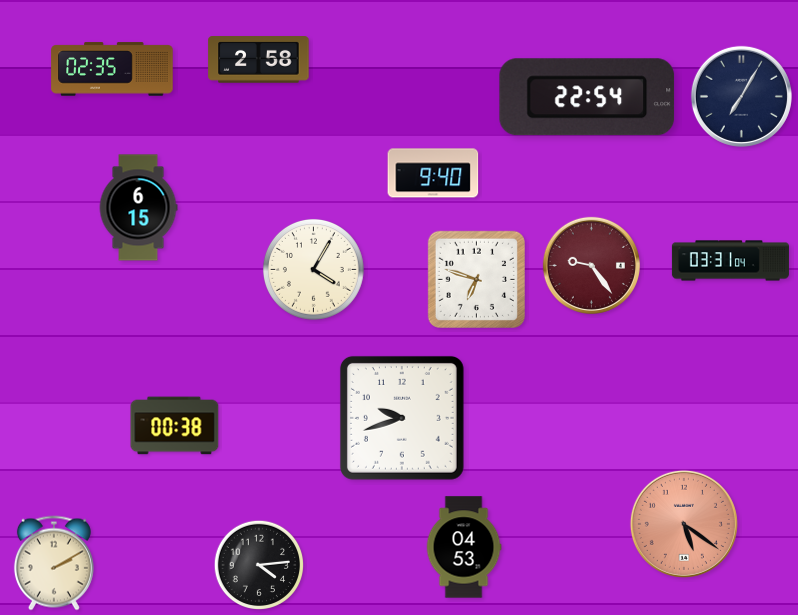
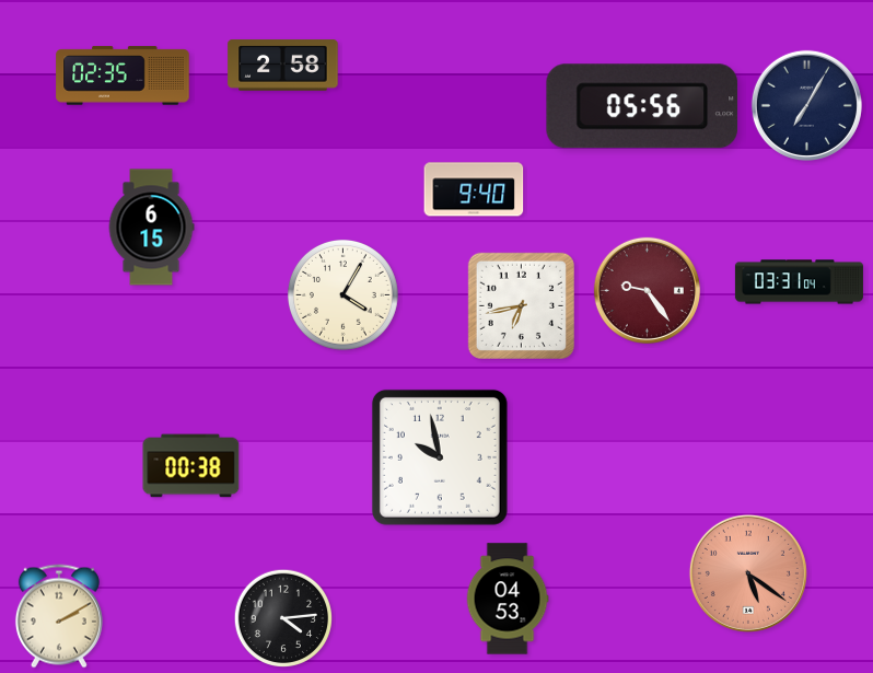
clock at (741, 96) position: (741, 96) -> (806, 105)
clock at (587, 97): 22:54 -> 05:56
clock at (730, 261) position: (730, 261) -> (799, 282)
clock at (476, 279): 6:48 -> 6:43
clock at (402, 418): 9:42 -> 9:58
